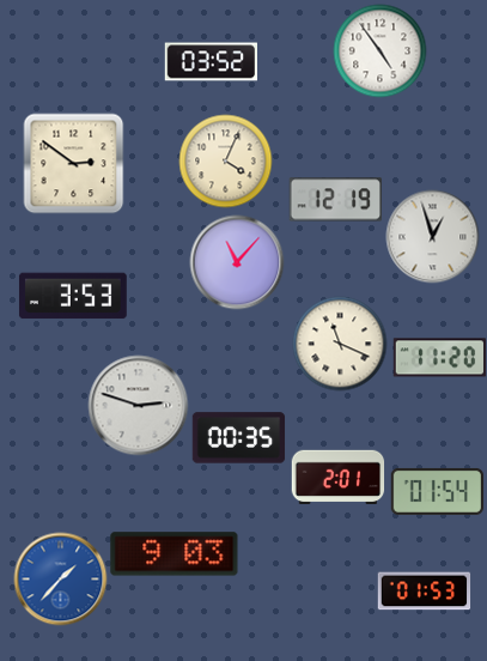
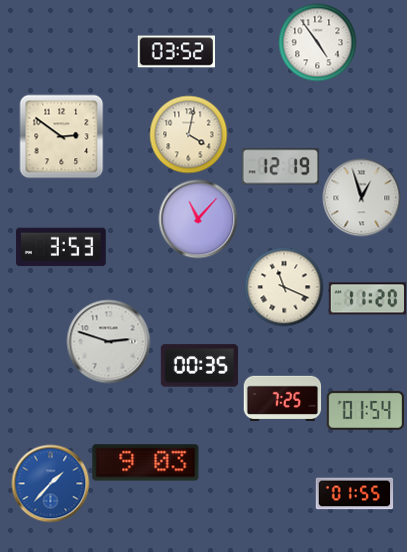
clock at (225, 160): 4:04 -> 4:02
clock at (138, 405) position: (138, 405) -> (108, 341)
clock at (337, 478): 2:01 -> 7:25
clock at (424, 592): 01:53 -> 01:55
